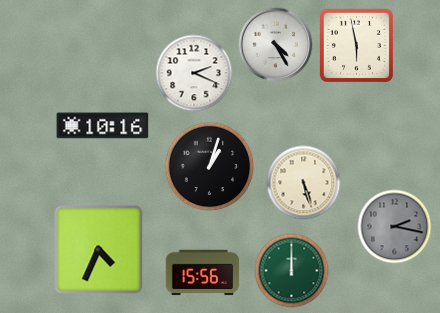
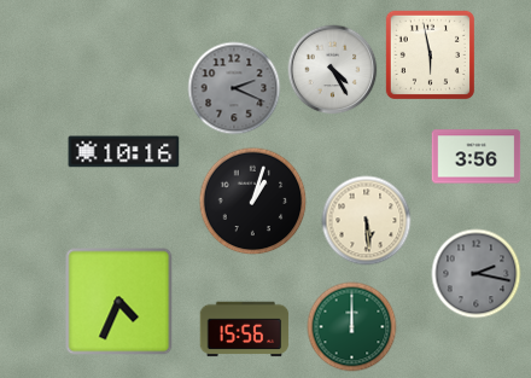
clock at (276, 45) position: (276, 45) -> (333, 70)
clock at (194, 73) dial: white -> grey
clock at (477, 157): none -> 3:56
clock at (304, 183): 5:27 -> 5:29
